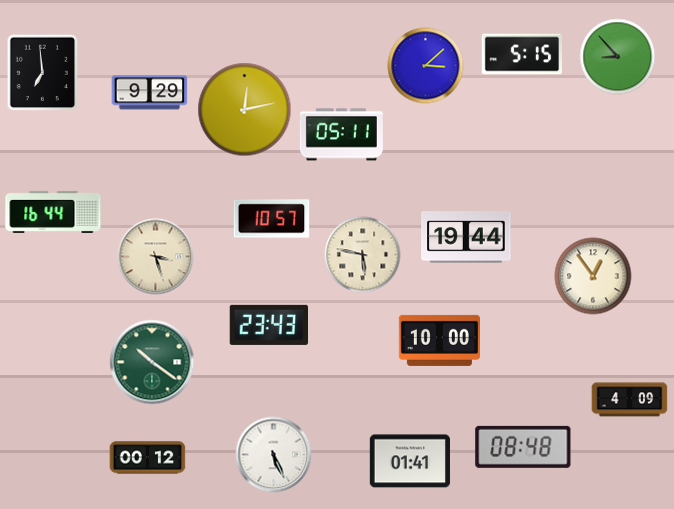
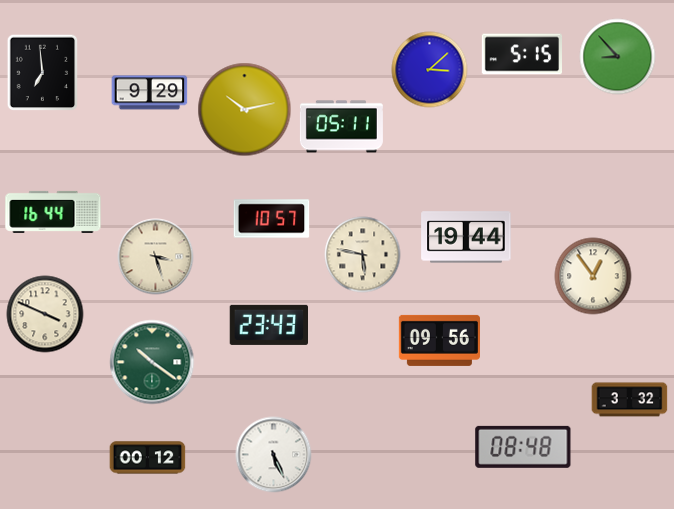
clock at (426, 66) position: (426, 66) -> (430, 70)
clock at (245, 110): 12:13 -> 10:13
clock at (341, 135) position: (341, 135) -> (341, 127)
clock at (45, 314): none -> 3:49
clock at (439, 340): 10:00 -> 09:56
clock at (630, 400): 4:09 -> 3:32
clock at (410, 461): 01:41 -> none
